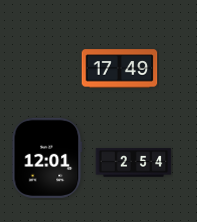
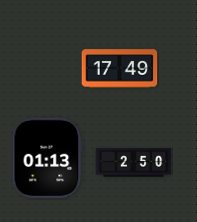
clock at (47, 158): 12:01 -> 01:13
clock at (134, 163): 2:54 -> 2:50
